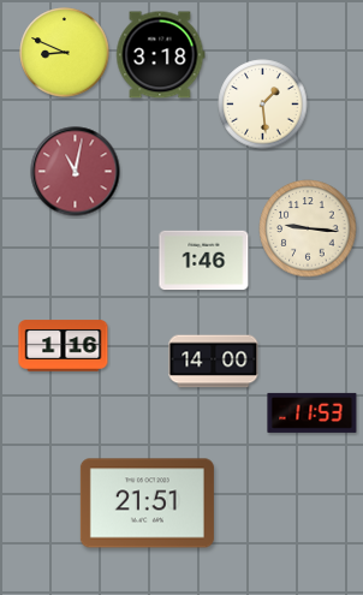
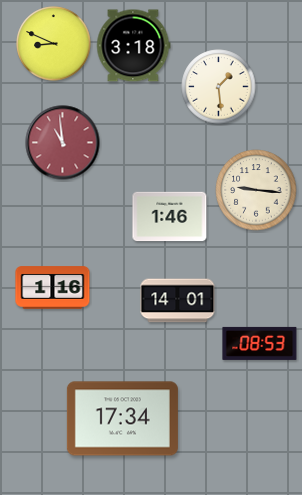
clock at (76, 172): 11:02 -> 10:59
clock at (214, 362): 14:00 -> 14:01
clock at (313, 412): 11:53 -> 08:53
clock at (147, 504): 21:51 -> 17:34
